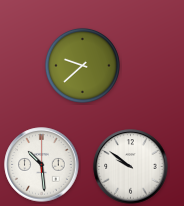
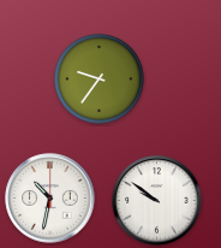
clock at (82, 65): 9:38 -> 9:36
clock at (42, 165): 10:29 -> 10:32
